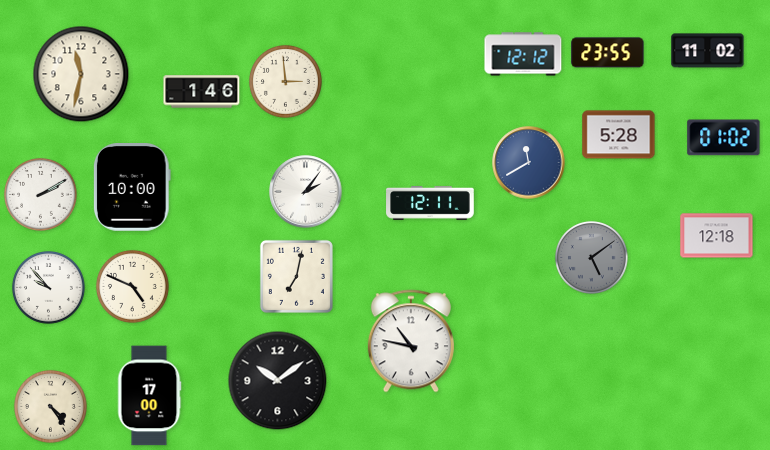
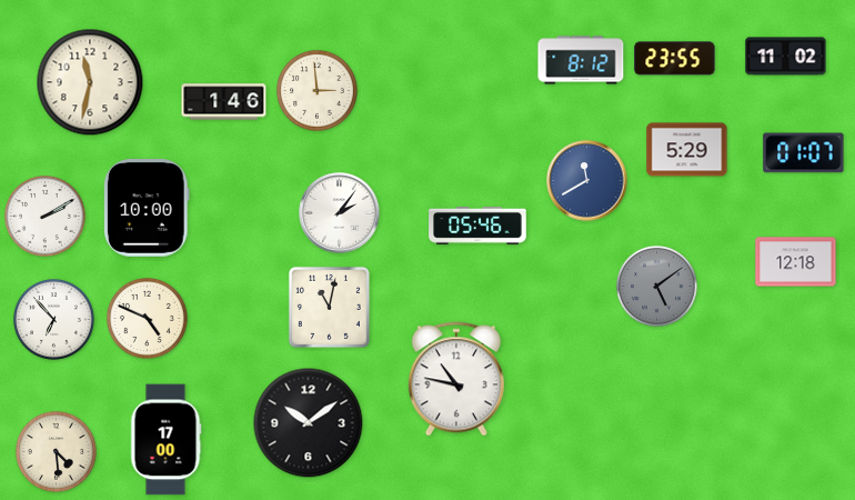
clock at (523, 54): 12:12 -> 8:12
clock at (619, 135): 5:28 -> 5:29
clock at (724, 138): 01:02 -> 01:07
clock at (430, 204): 12:11 -> 05:46
clock at (296, 276): 7:02 -> 11:02
clock at (48, 287): 9:53 -> 6:53
clock at (50, 406): 4:24 -> 4:29
